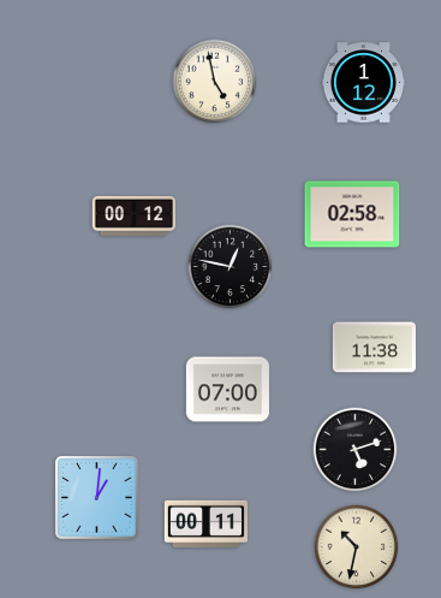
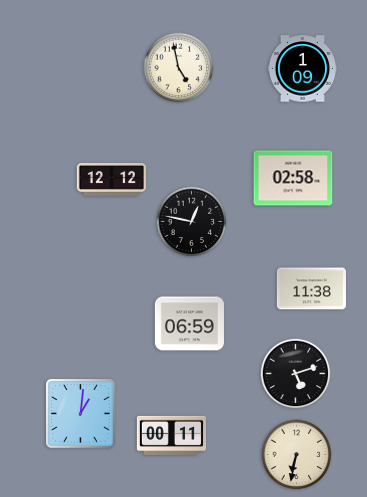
clock at (363, 83): 1:12 -> 1:09
clock at (133, 215): 00:12 -> 12:12
clock at (227, 390): 07:00 -> 06:59
clock at (357, 547): 10:32 -> 6:32
